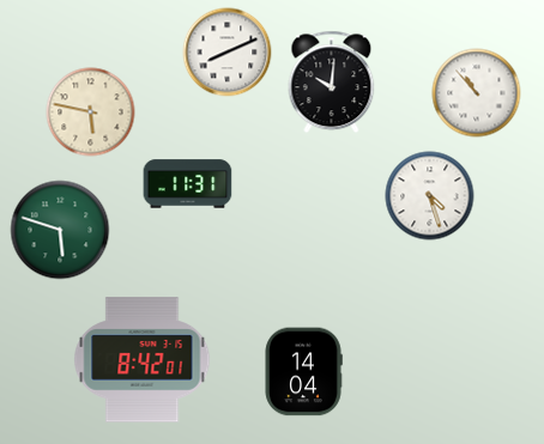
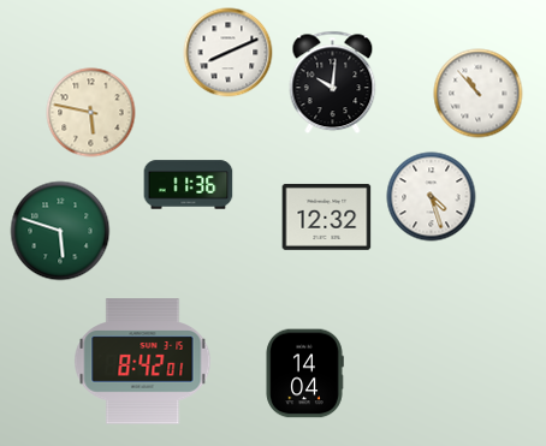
clock at (188, 184): 11:31 -> 11:36
clock at (327, 216): none -> 12:32
